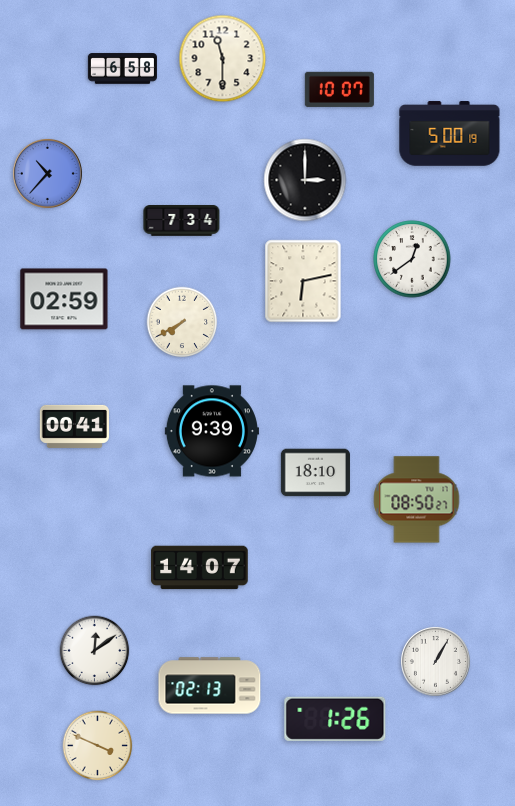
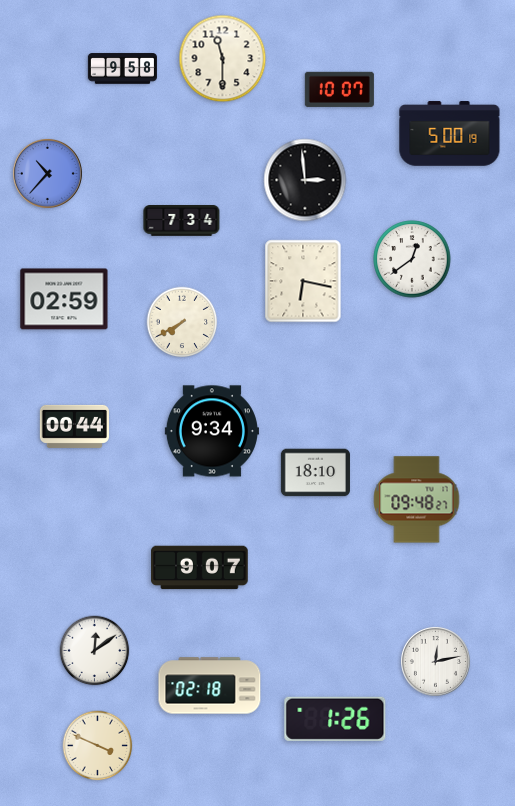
clock at (122, 69): 6:58 -> 9:58
clock at (305, 180): 3:00 -> 2:59
clock at (303, 281): 6:13 -> 6:17
clock at (74, 426): 00:41 -> 00:44
clock at (212, 431): 9:39 -> 9:34
clock at (417, 500): 08:50 -> 09:48
clock at (200, 568): 14:07 -> 9:07
clock at (435, 661): 1:05 -> 12:13
clock at (210, 686): 02:13 -> 02:18
